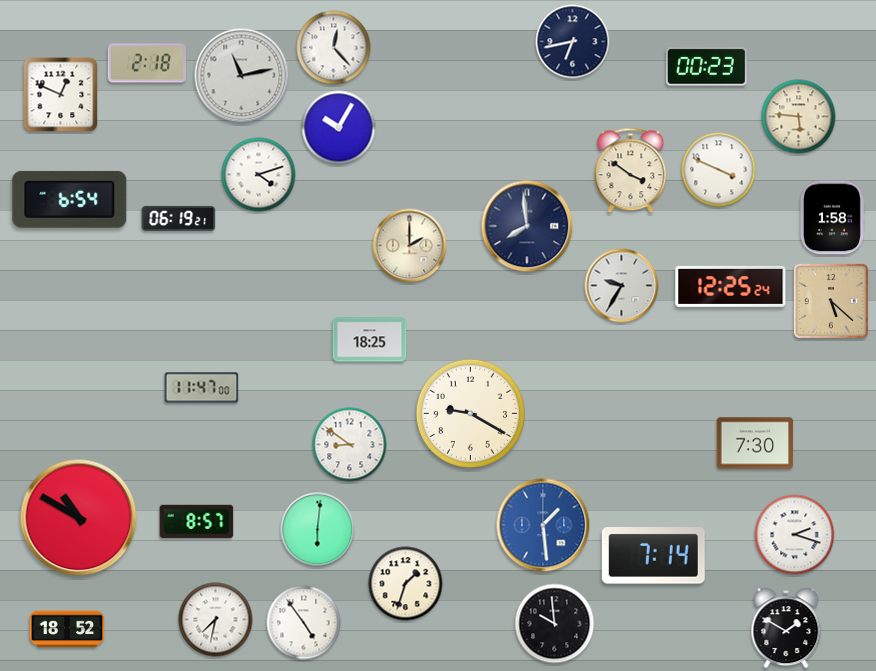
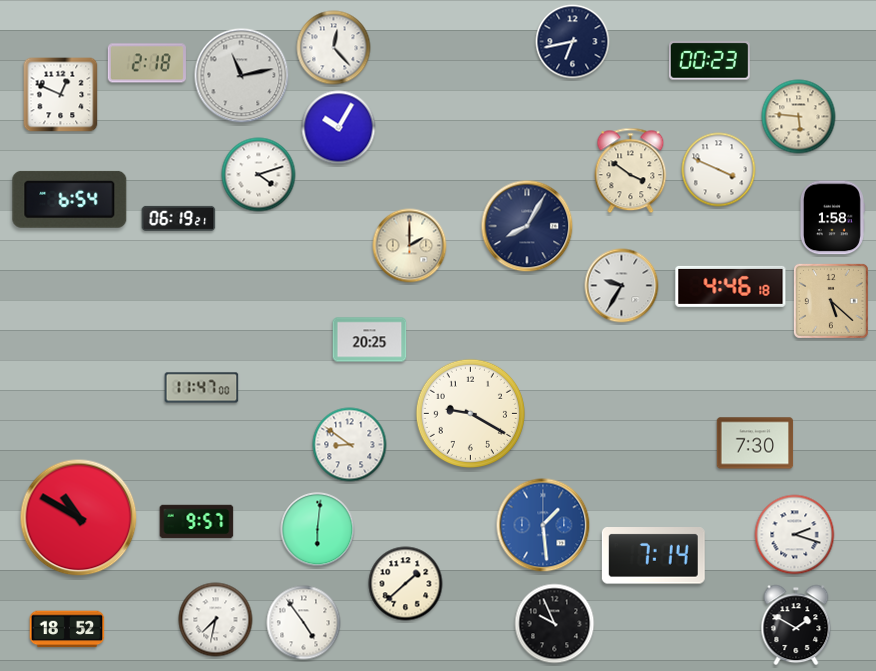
clock at (706, 67) position: (706, 67) -> (709, 61)
clock at (527, 226): 7:59 -> 8:05
clock at (731, 286): 12:25 -> 4:46
clock at (370, 340): 18:25 -> 20:25
clock at (197, 522): 8:57 -> 9:57
clock at (406, 584): 1:33 -> 1:38
clock at (555, 624): 9:59 -> 9:56
clock at (786, 628) position: (786, 628) -> (796, 625)
